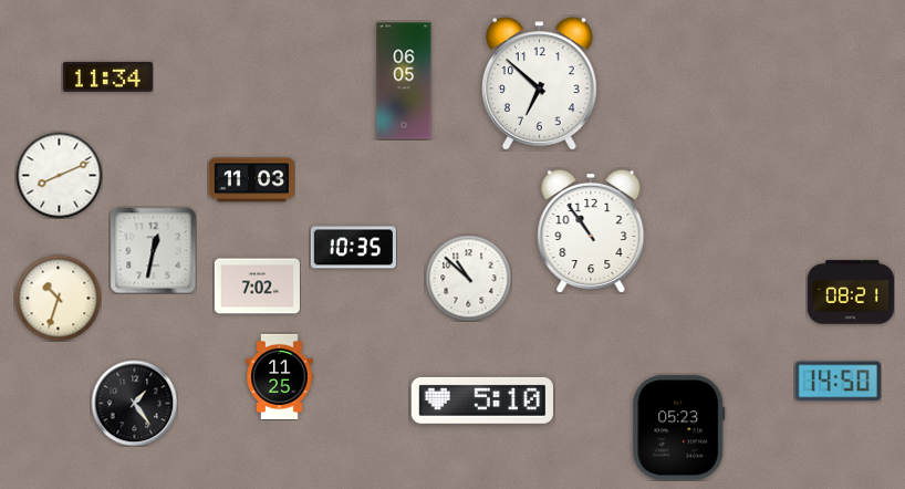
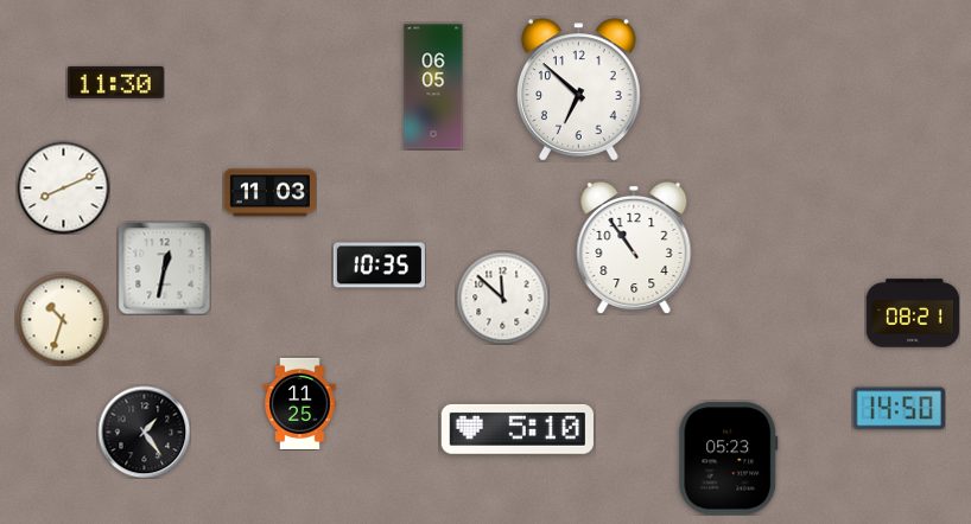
clock at (107, 76): 11:34 -> 11:30
clock at (468, 278): 10:52 -> 11:52
clock at (257, 287): 7:02 -> none
